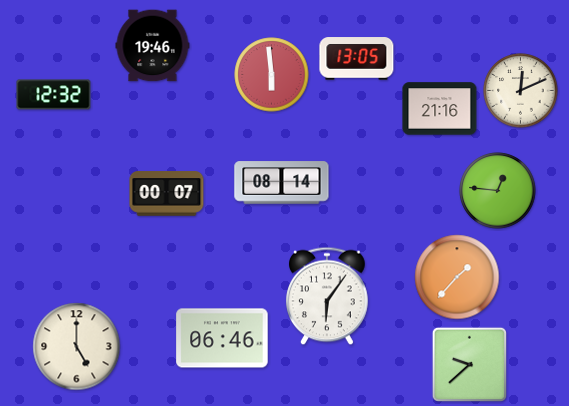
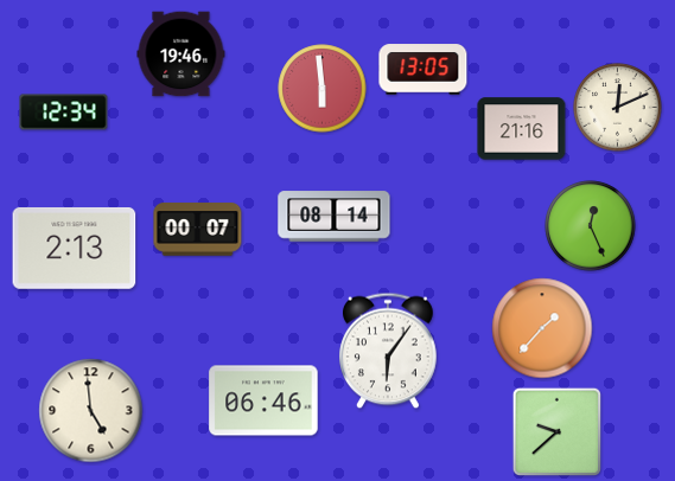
clock at (54, 95): 12:32 -> 12:34
clock at (498, 191): 12:46 -> 12:26
clock at (75, 248): none -> 2:13
clock at (77, 347): 5:00 -> 4:59
